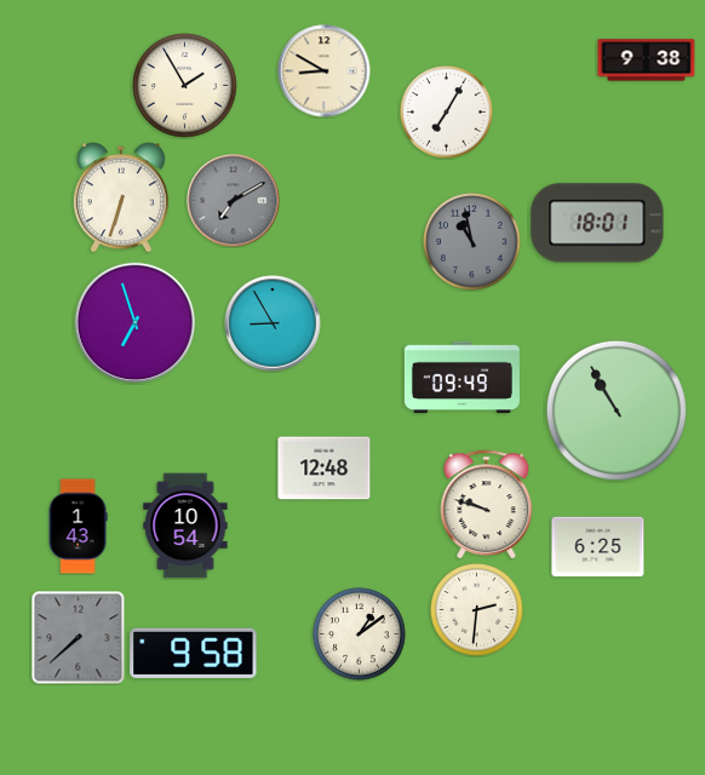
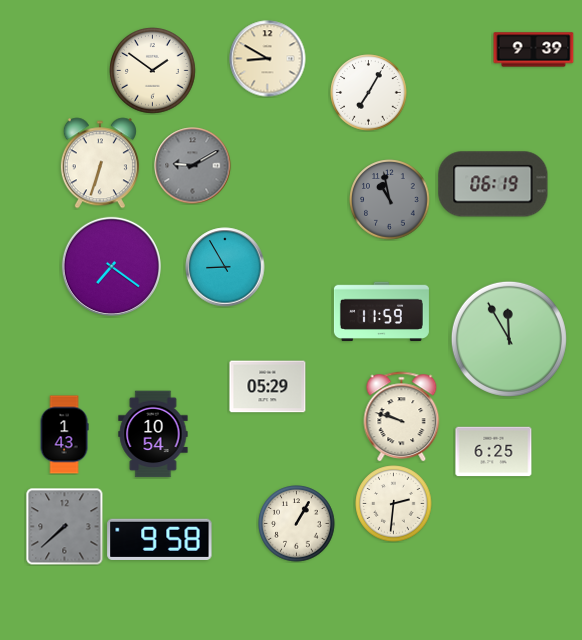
clock at (647, 61): 9:38 -> 9:39
clock at (185, 86): 1:55 -> 1:51
clock at (234, 201): 7:10 -> 9:10
clock at (597, 223): 18:01 -> 06:19
clock at (134, 322): 6:57 -> 7:21
clock at (462, 378): 09:49 -> 11:59
clock at (617, 411): 10:55 -> 11:55
clock at (325, 469): 12:48 -> 05:29
clock at (360, 635): 1:09 -> 1:05
